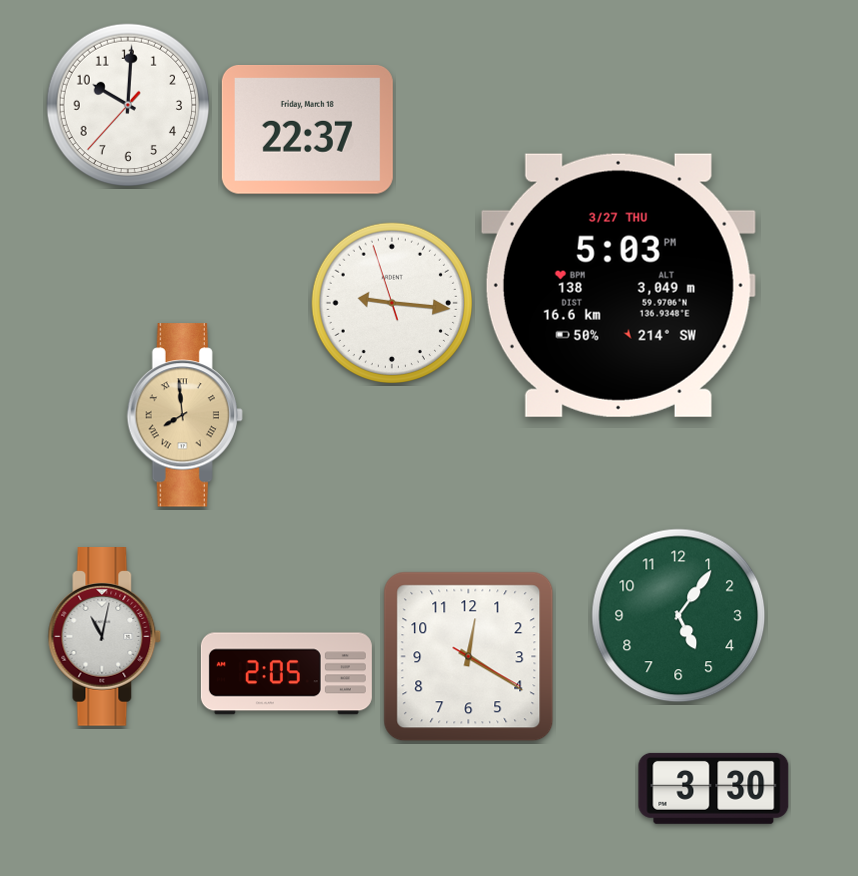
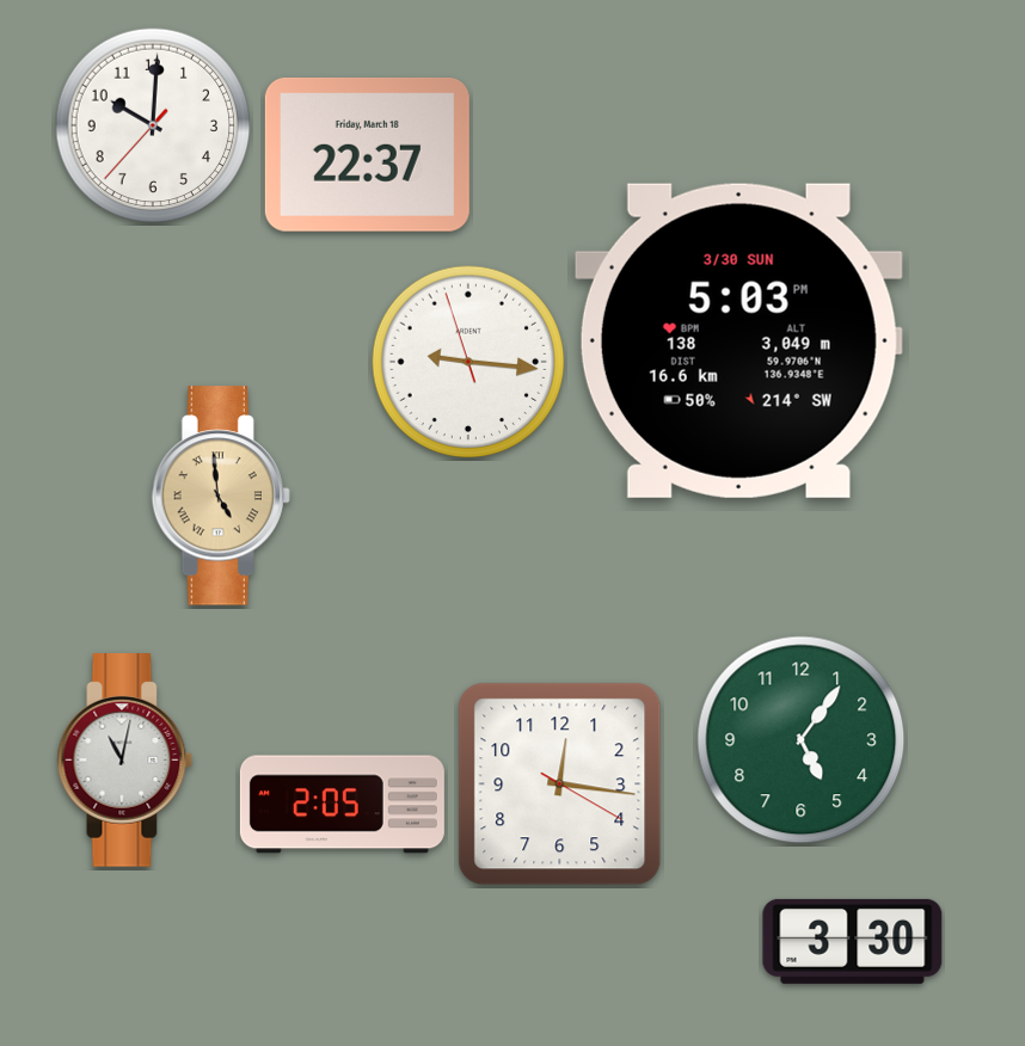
clock at (618, 285) date: 3/27 THU -> 3/30 SUN
clock at (185, 415): 7:59 -> 4:59
clock at (679, 616) position: (679, 616) -> (802, 740)
clock at (469, 657): 12:20 -> 12:16
